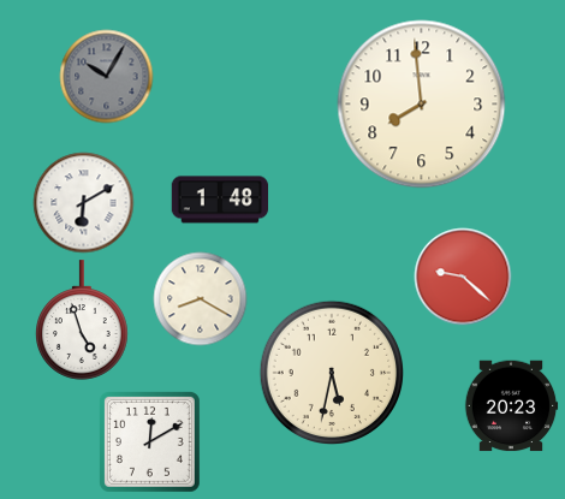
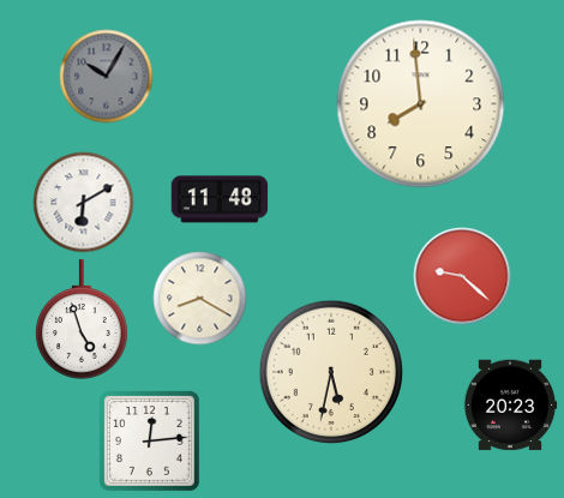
clock at (220, 200): 1:48 -> 11:48
clock at (149, 441): 12:10 -> 12:14
